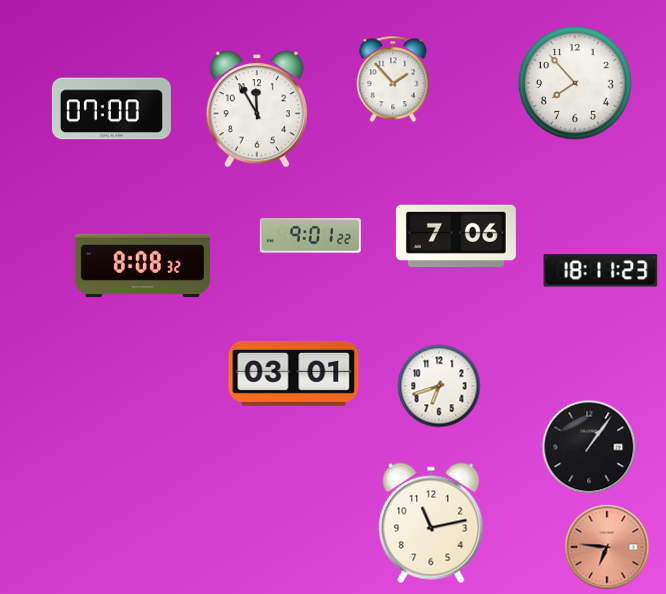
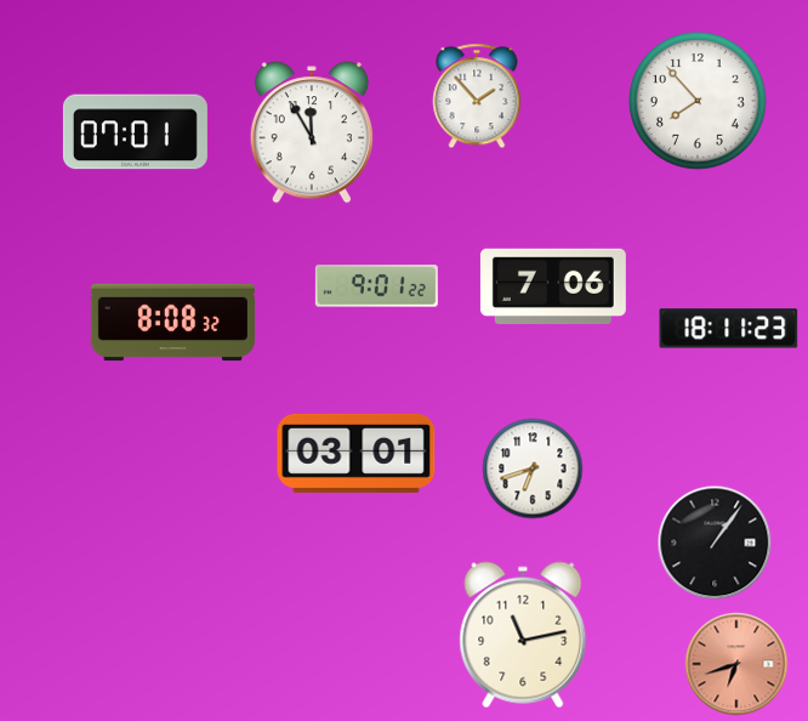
clock at (111, 109): 07:00 -> 07:01
clock at (607, 547): 6:46 -> 6:42
